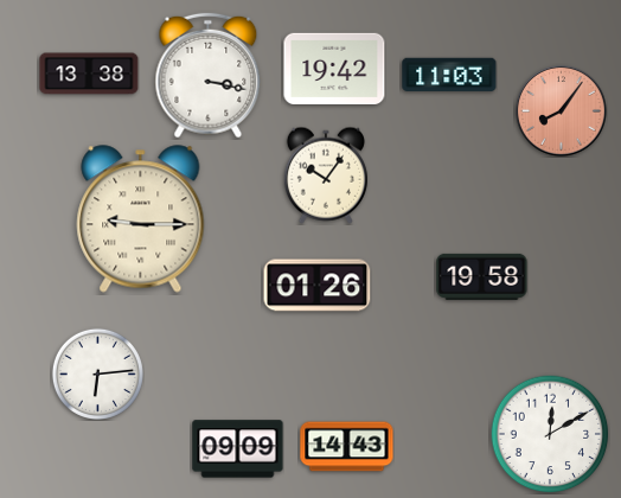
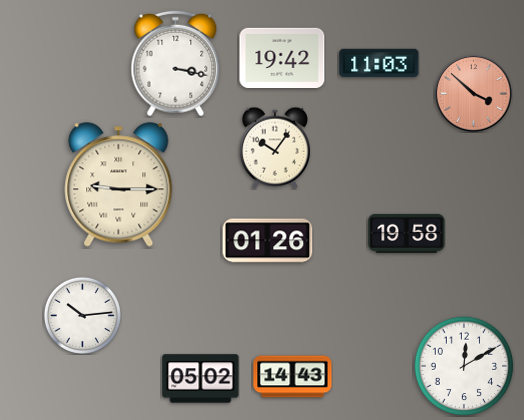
clock at (89, 74): 13:38 -> none
clock at (562, 111): 8:06 -> 3:52
clock at (97, 373): 6:14 -> 10:14
clock at (238, 449): 09:09 -> 05:02
